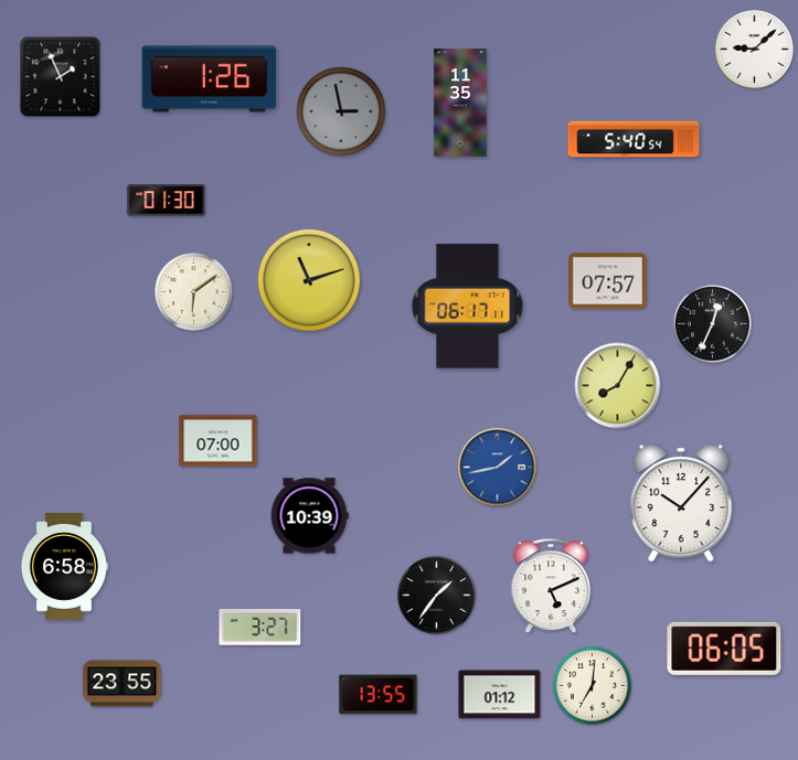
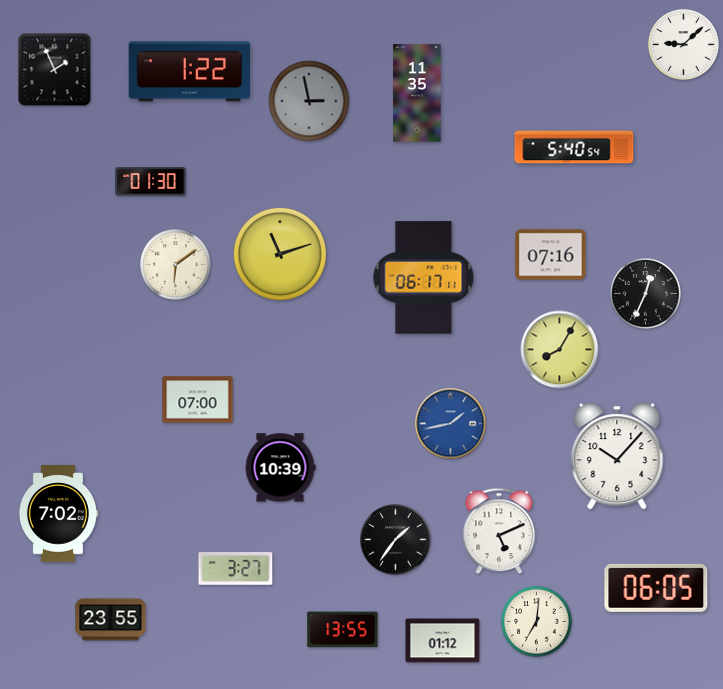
clock at (210, 79): 1:26 -> 1:22
clock at (634, 139) position: (634, 139) -> (574, 147)
clock at (608, 281): 07:57 -> 07:16
clock at (64, 567): 6:58 -> 7:02
clock at (500, 695) position: (500, 695) -> (443, 641)
